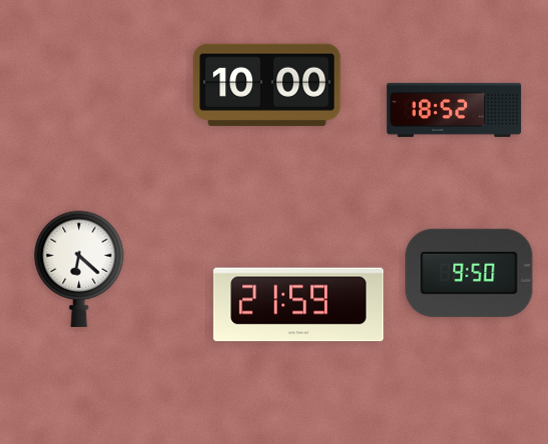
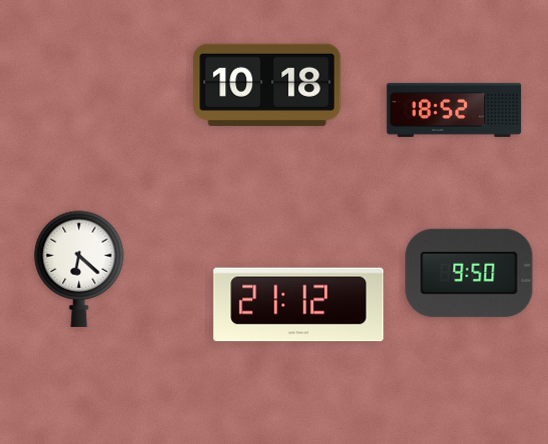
clock at (267, 85): 10:00 -> 10:18
clock at (299, 305): 21:59 -> 21:12
